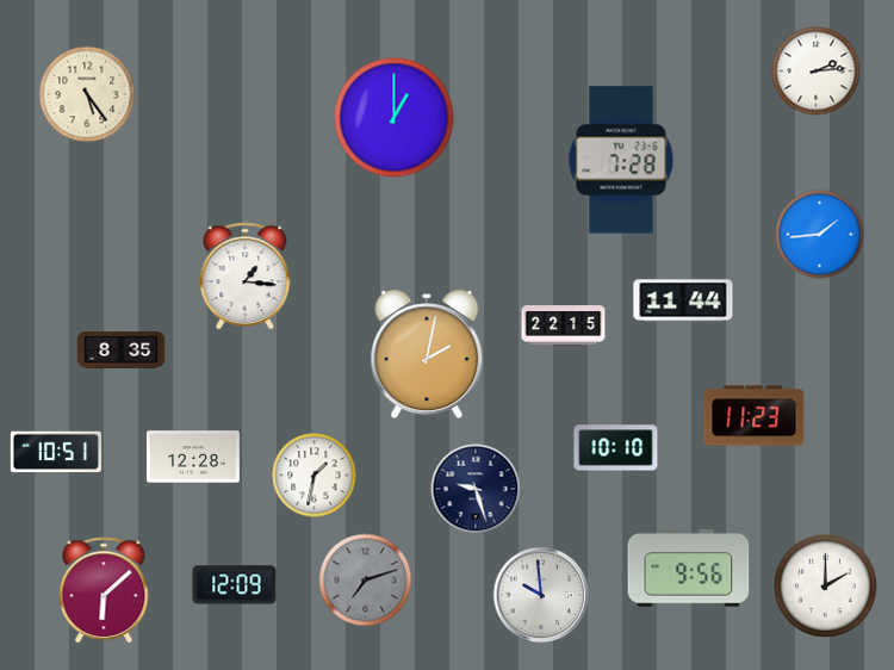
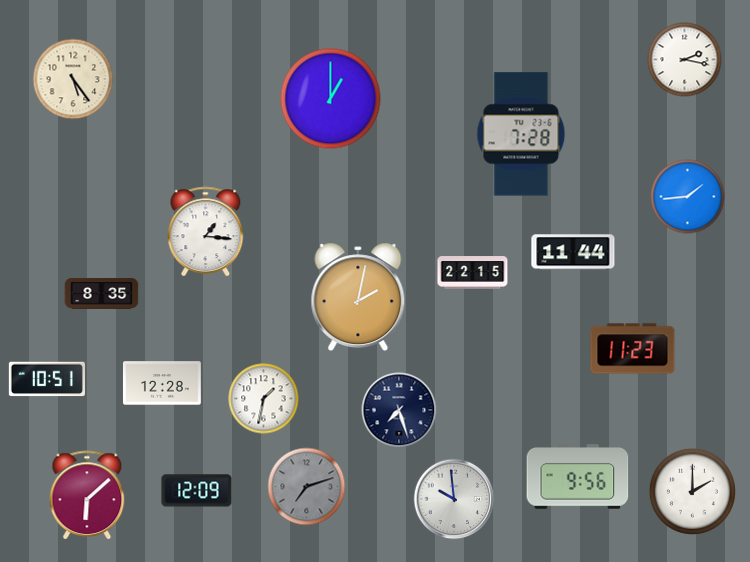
clock at (817, 72): 2:14 -> 2:17
clock at (616, 448): 10:10 -> none
clock at (476, 489): 9:27 -> 7:27
